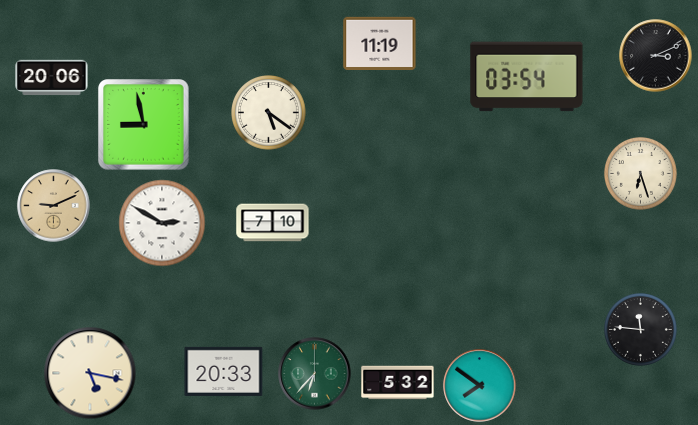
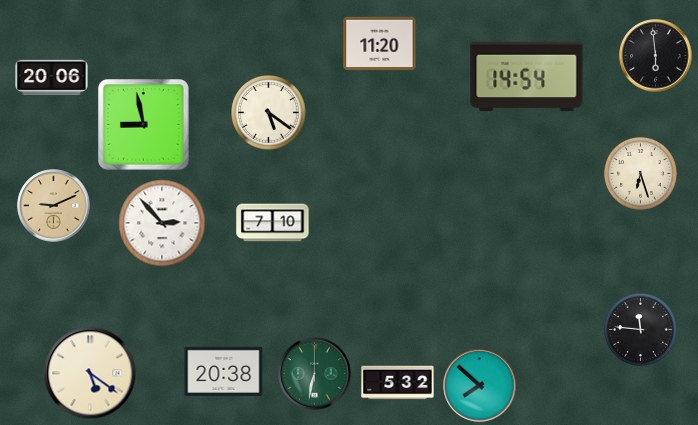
clock at (380, 44): 11:19 -> 11:20
clock at (656, 56): 3:11 -> 5:59
clock at (527, 77): 03:54 -> 14:54
clock at (162, 223): 2:50 -> 2:53
clock at (224, 371): 20:33 -> 20:38
clock at (90, 373): 5:17 -> 5:21
clock at (315, 374): 6:37 -> 6:32
clock at (480, 386): 7:51 -> 7:52
